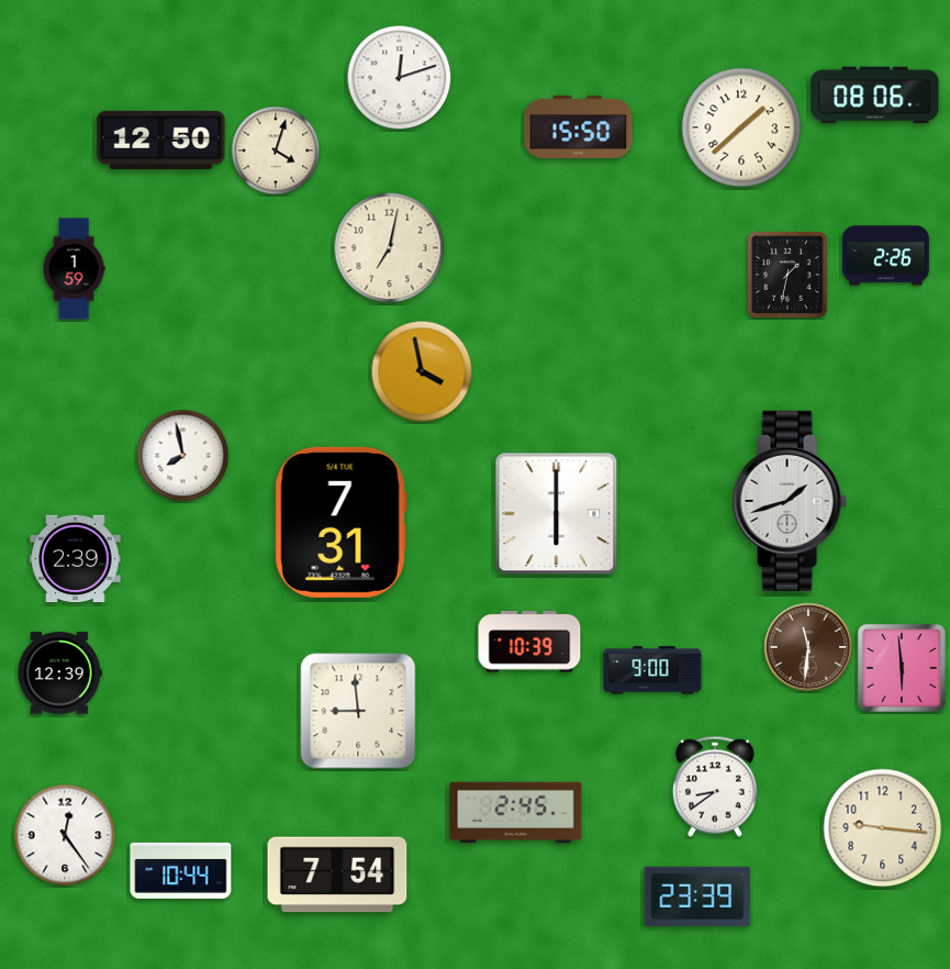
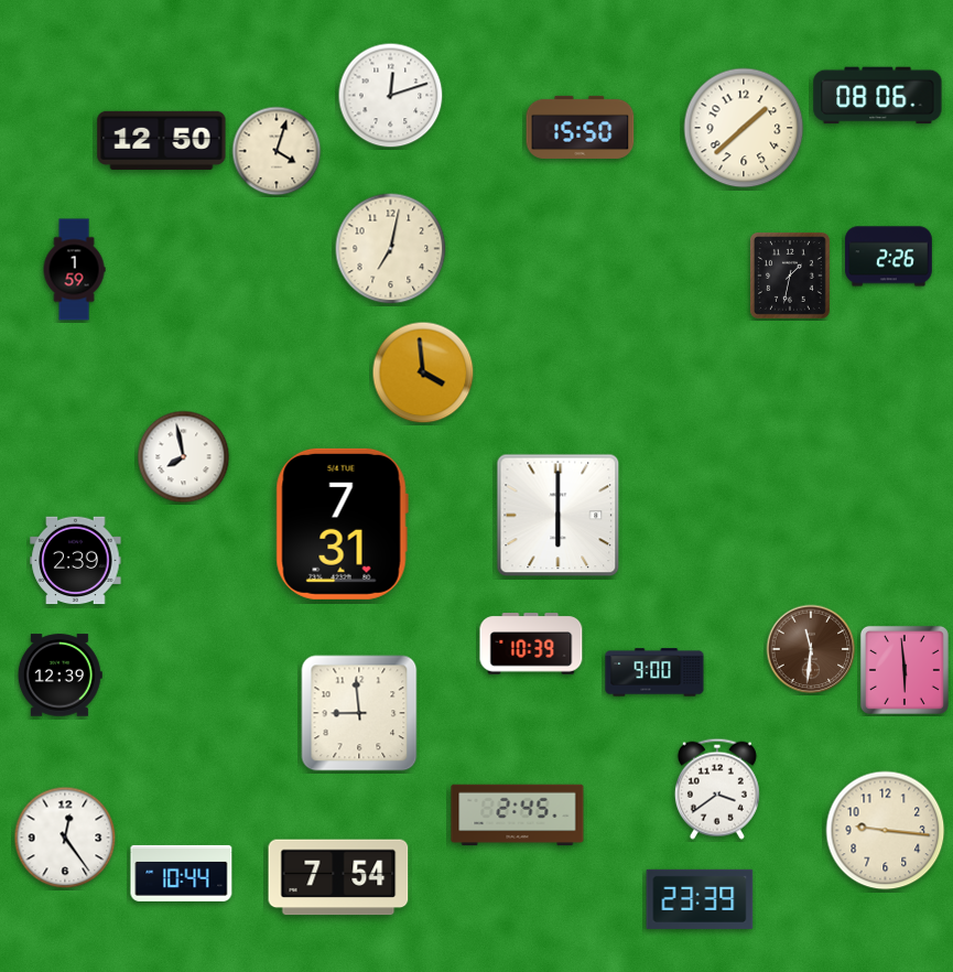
clock at (400, 78) position: (400, 78) -> (391, 96)
clock at (422, 371): 3:58 -> 3:59
clock at (790, 501): 1:42 -> none
clock at (715, 787): 8:39 -> 3:39
